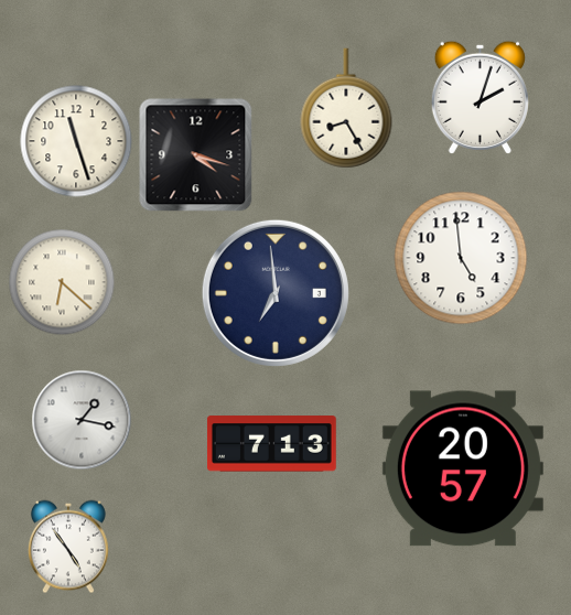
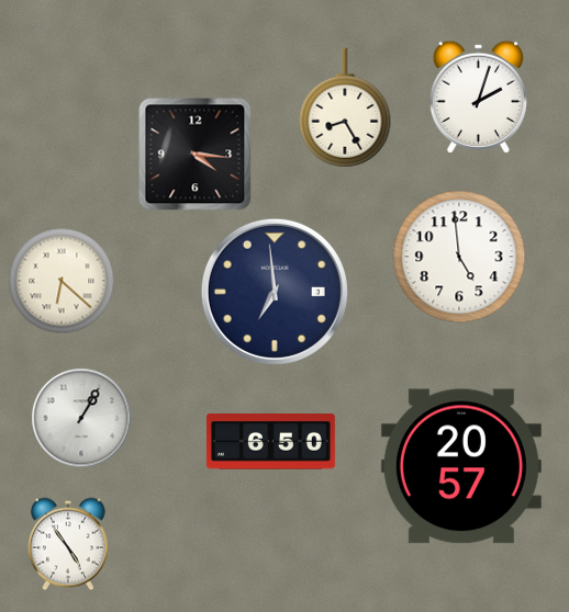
clock at (76, 141): 11:27 -> none
clock at (196, 155): 4:18 -> 4:16
clock at (82, 420): 1:17 -> 1:05
clock at (271, 444): 7:13 -> 6:50
